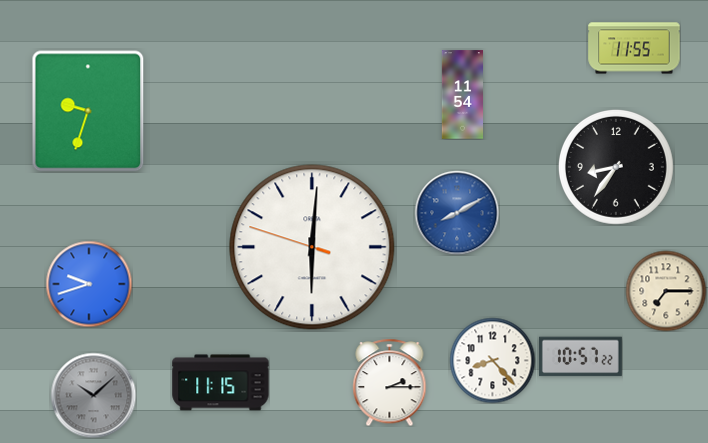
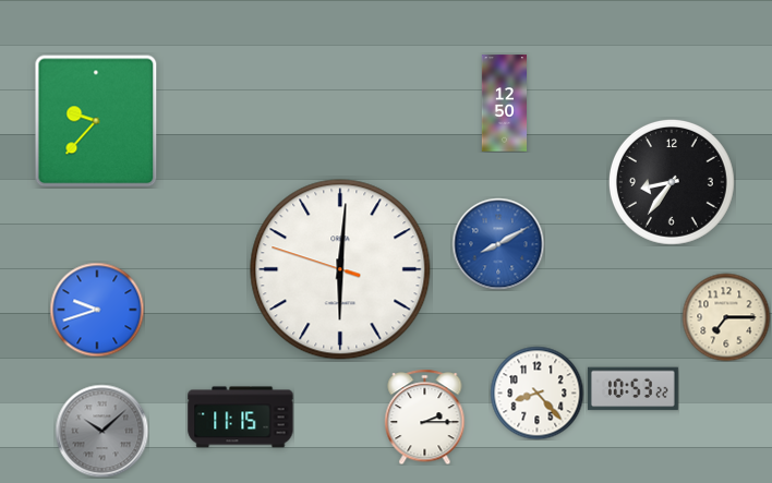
clock at (634, 48): 11:55 -> none
clock at (463, 95): 11:54 -> 12:50
clock at (88, 111): 9:33 -> 9:37
clock at (457, 213) position: (457, 213) -> (498, 244)
clock at (580, 357): 10:57 -> 10:53
